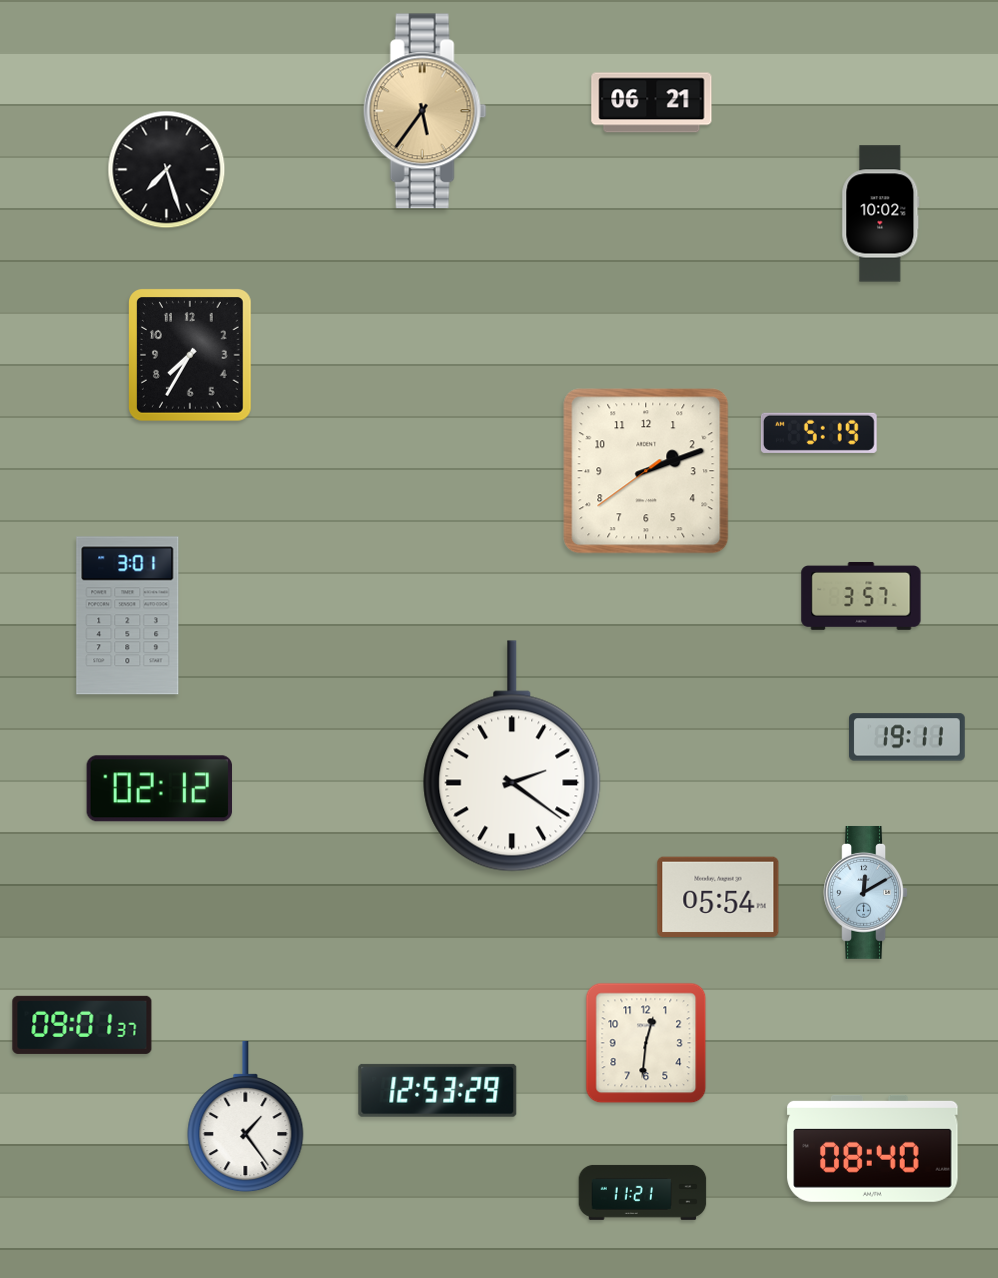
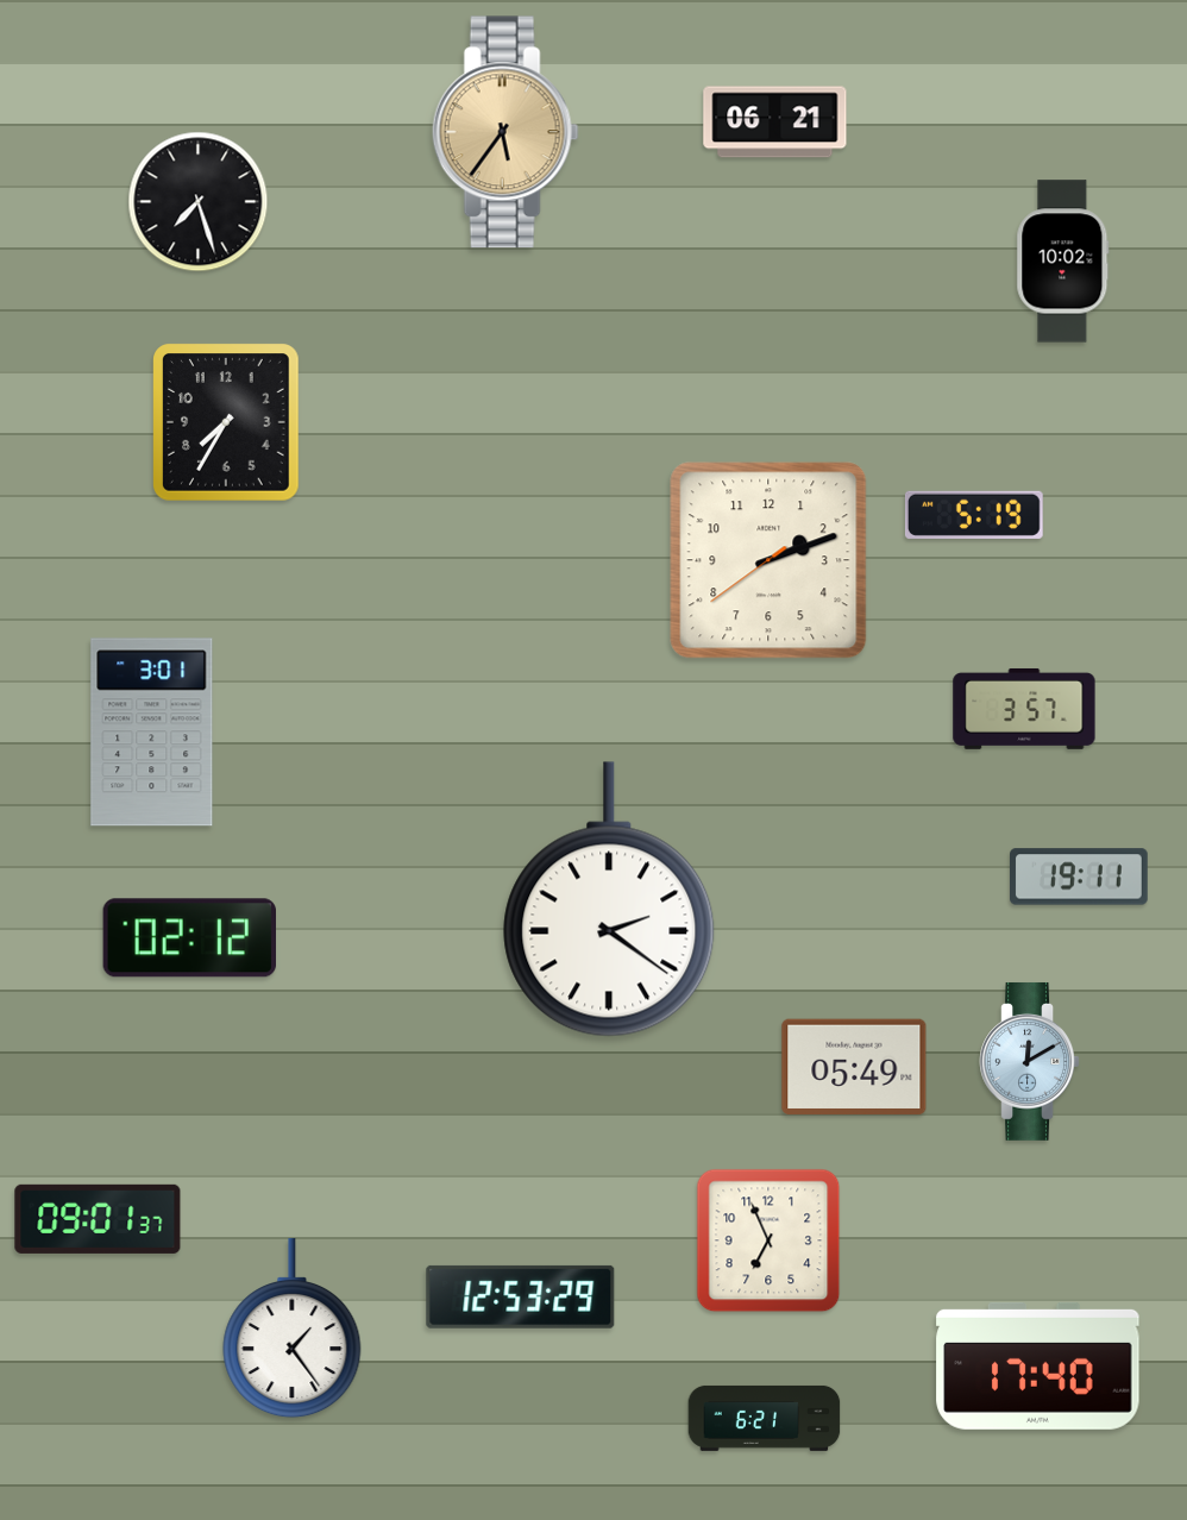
clock at (881, 214) position: (881, 214) -> (1063, 262)
clock at (718, 897): 05:54 -> 05:49
clock at (646, 1043): 12:31 -> 6:56
clock at (873, 1148): 08:40 -> 17:40
clock at (643, 1192): 11:21 -> 6:21
